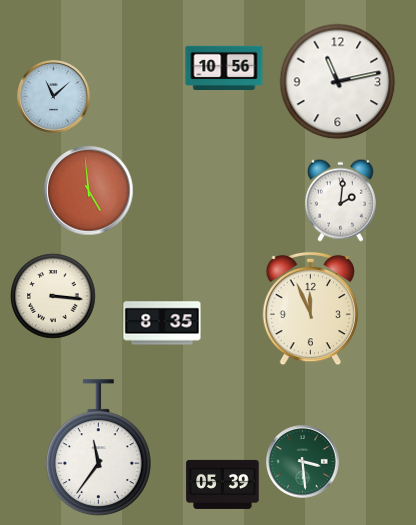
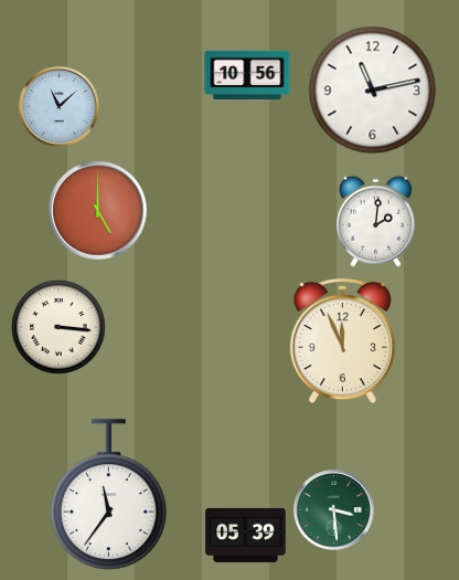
clock at (89, 191): 4:59 -> 5:00
clock at (162, 323): 8:35 -> none
